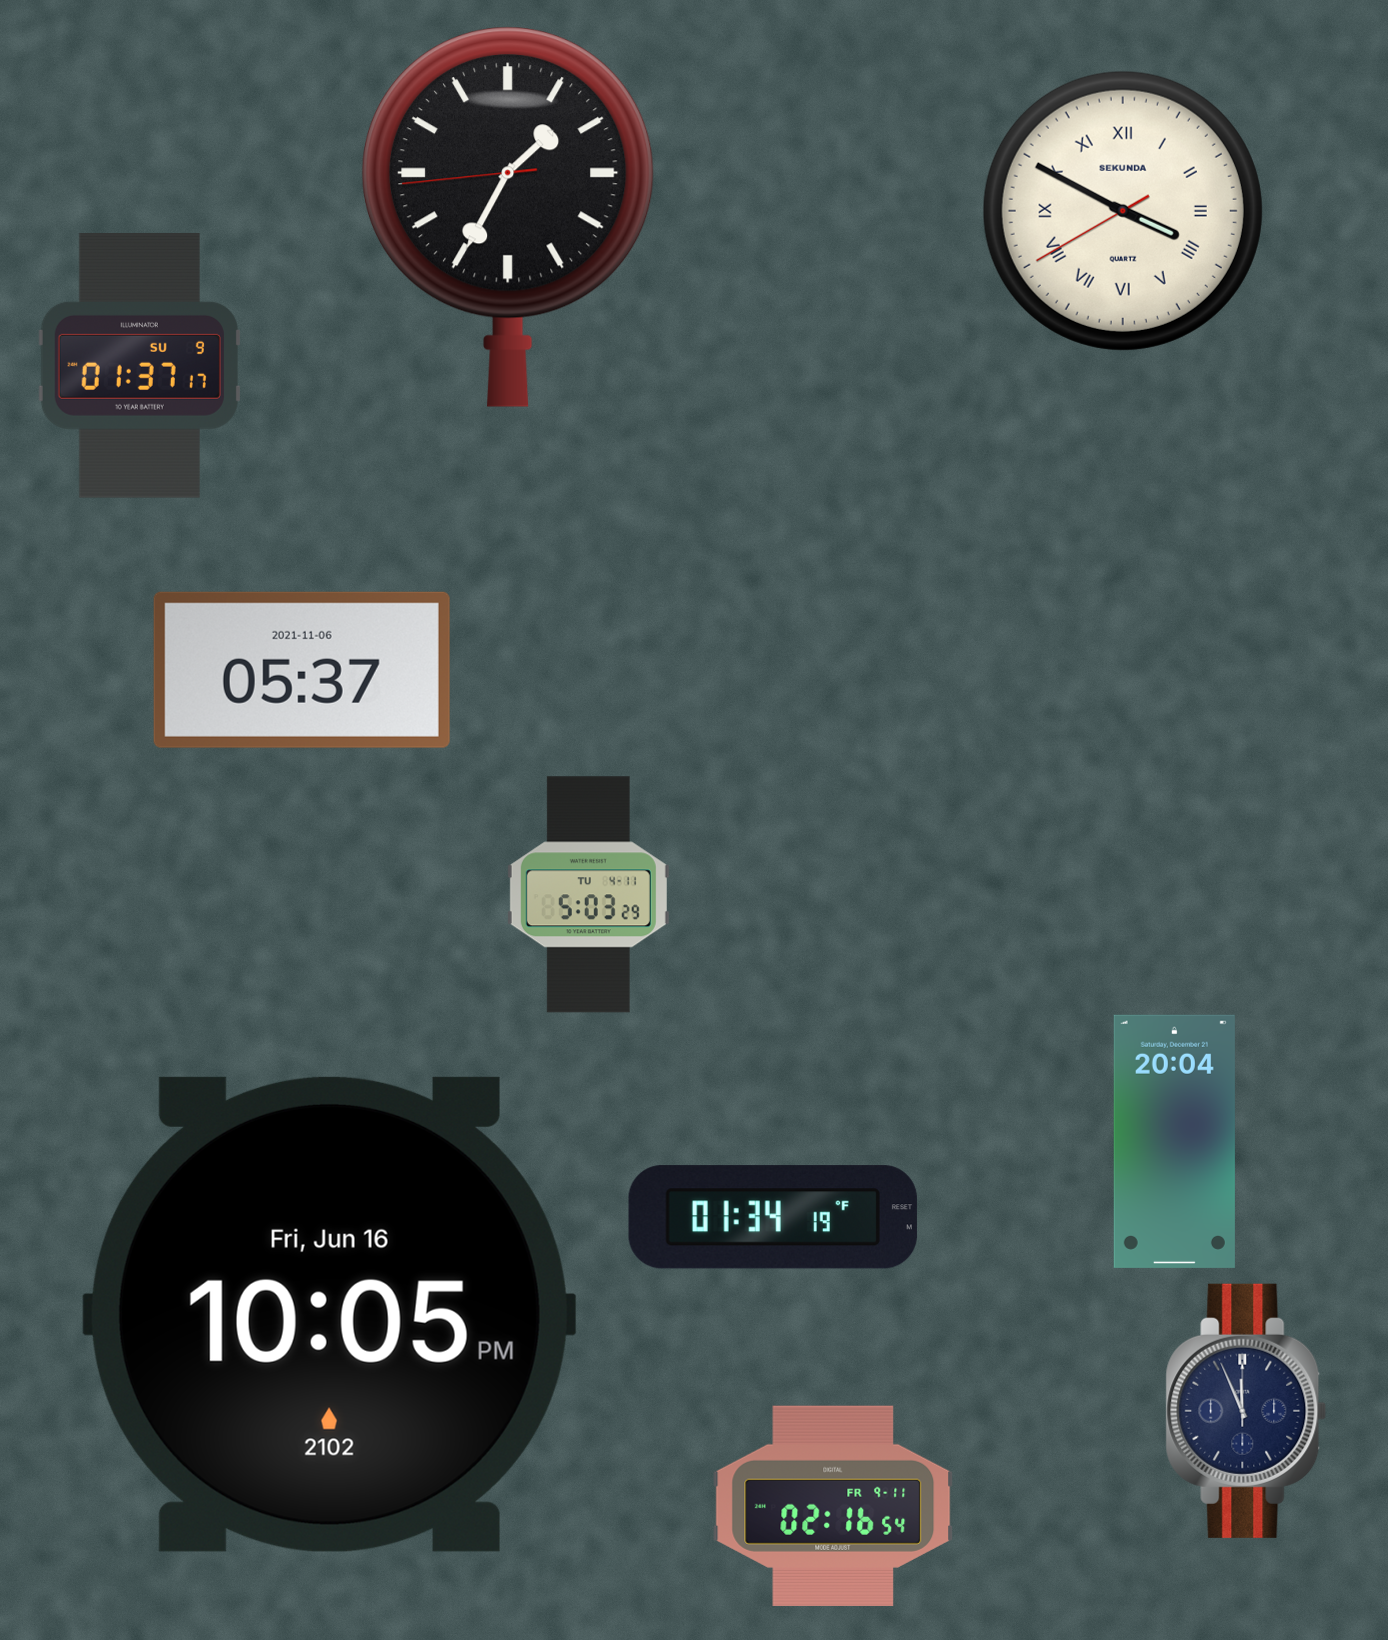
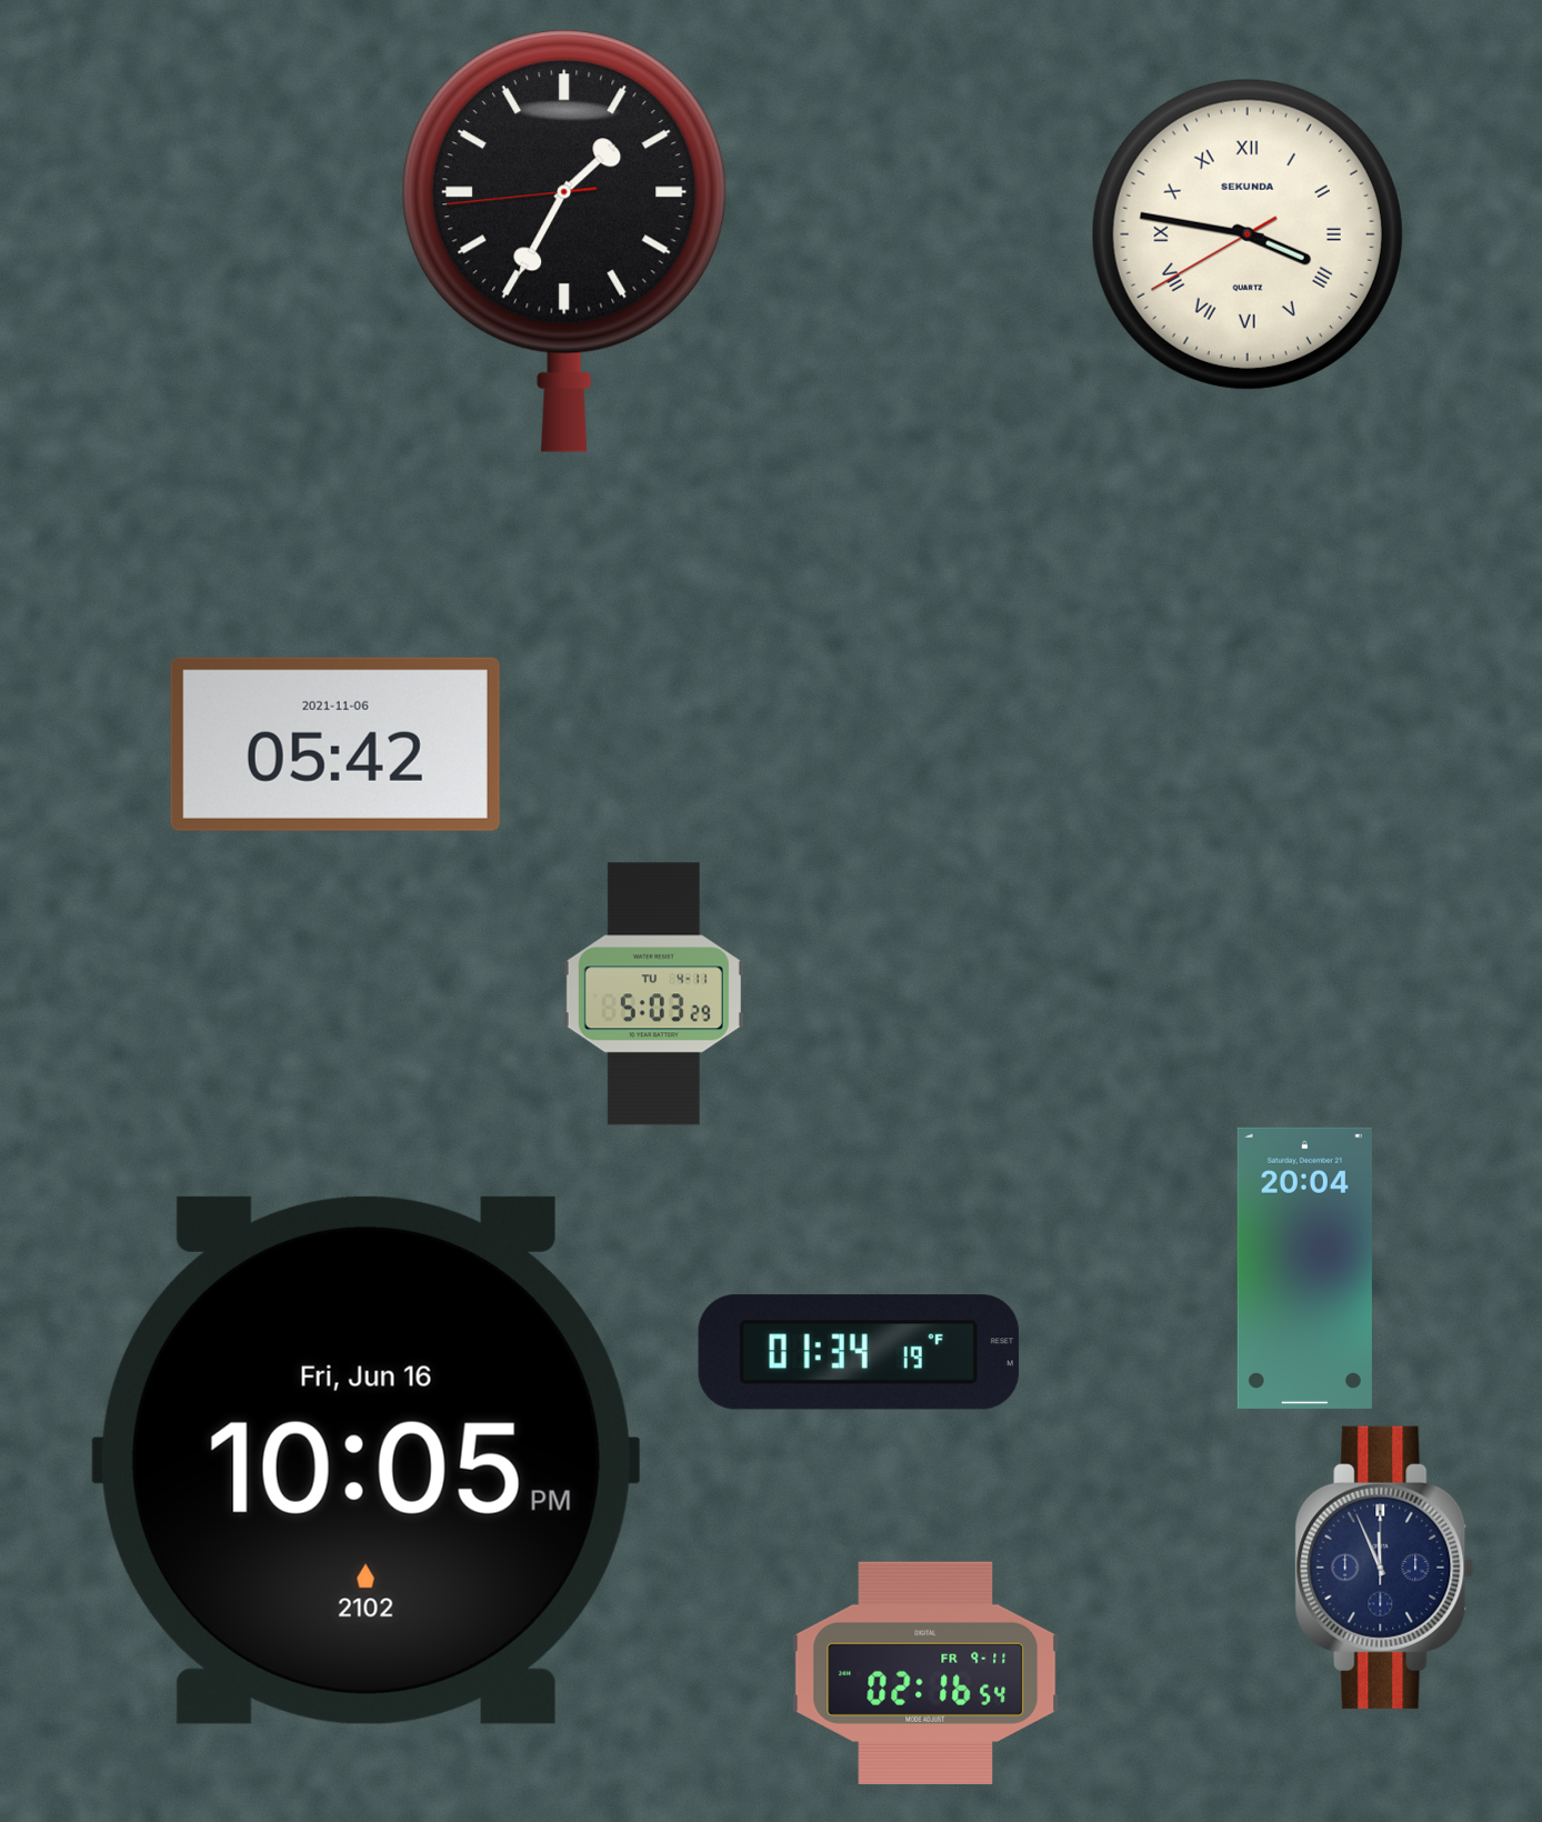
clock at (1123, 211): 3:49 -> 3:46
clock at (139, 366): 01:37 -> none
clock at (302, 670): 05:37 -> 05:42
